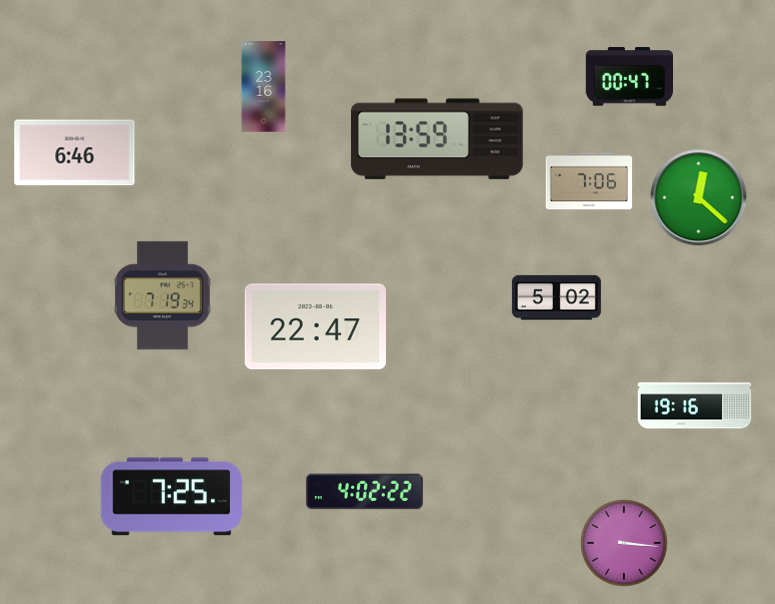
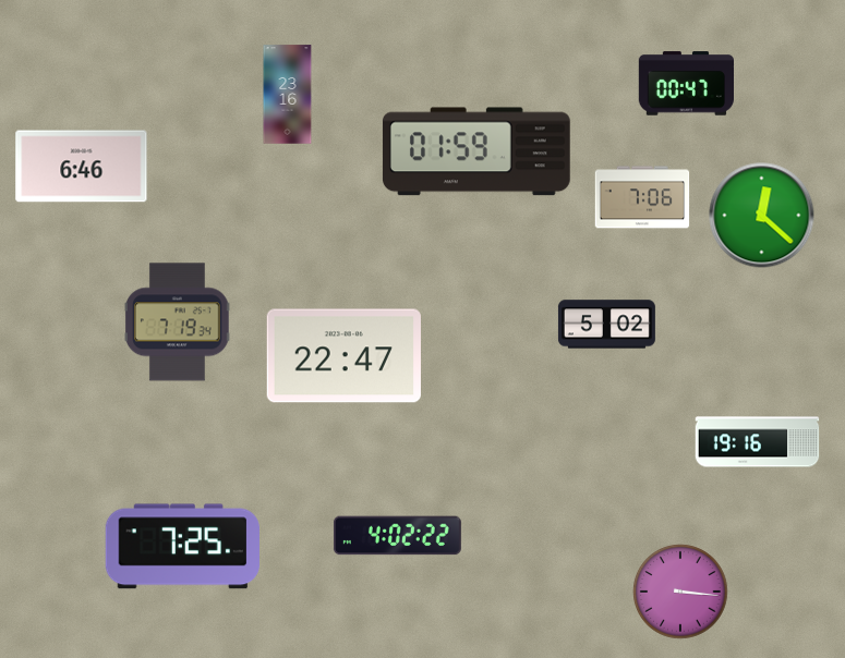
clock at (437, 139): 13:59 -> 01:59
clock at (171, 497) position: (171, 497) -> (182, 547)
